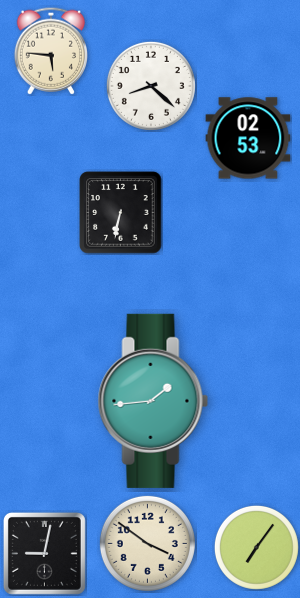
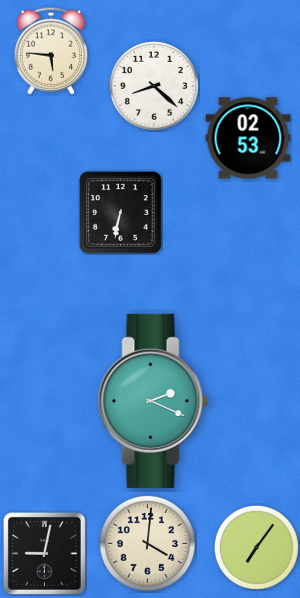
clock at (151, 86) position: (151, 86) -> (154, 86)
clock at (153, 401): 1:44 -> 2:19
clock at (147, 543): 3:51 -> 4:01
